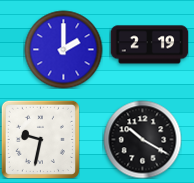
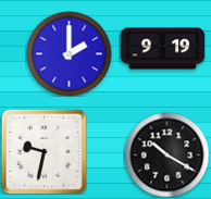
clock at (149, 45): 2:19 -> 9:19
clock at (142, 139) position: (142, 139) -> (166, 154)
